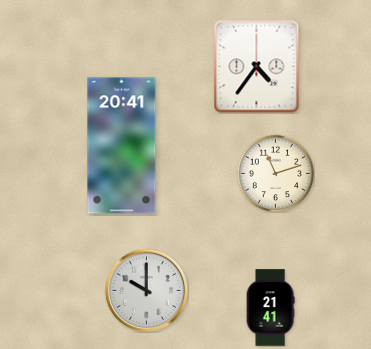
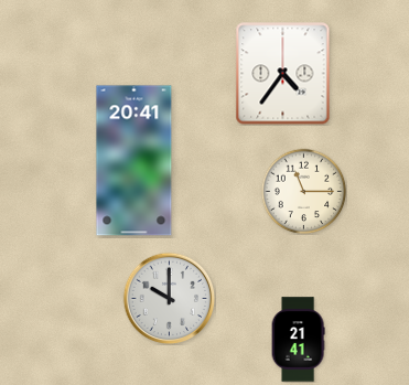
clock at (275, 173): 11:12 -> 11:15
clock at (146, 290) position: (146, 290) -> (169, 298)
